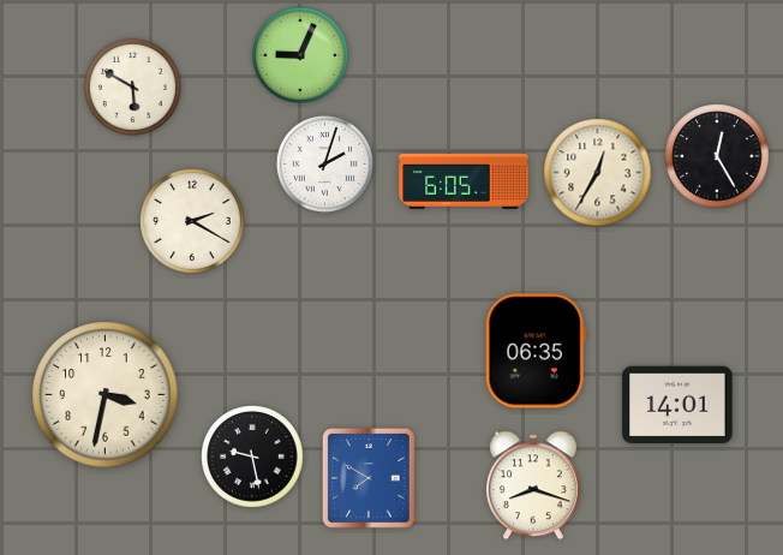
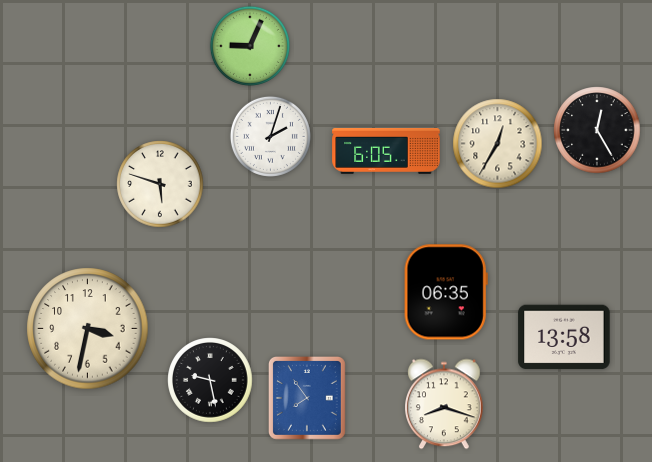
clock at (132, 86): 5:50 -> none
clock at (192, 221): 2:20 -> 5:48
clock at (677, 405): 14:01 -> 13:58
clock at (369, 478): 7:50 -> 7:54
